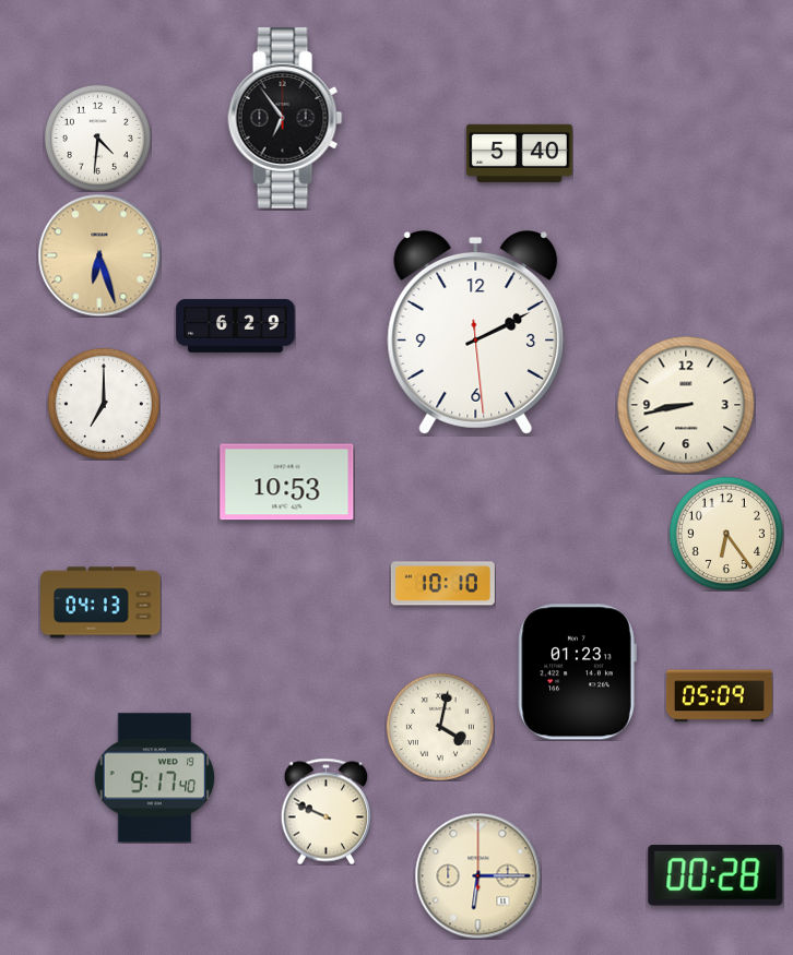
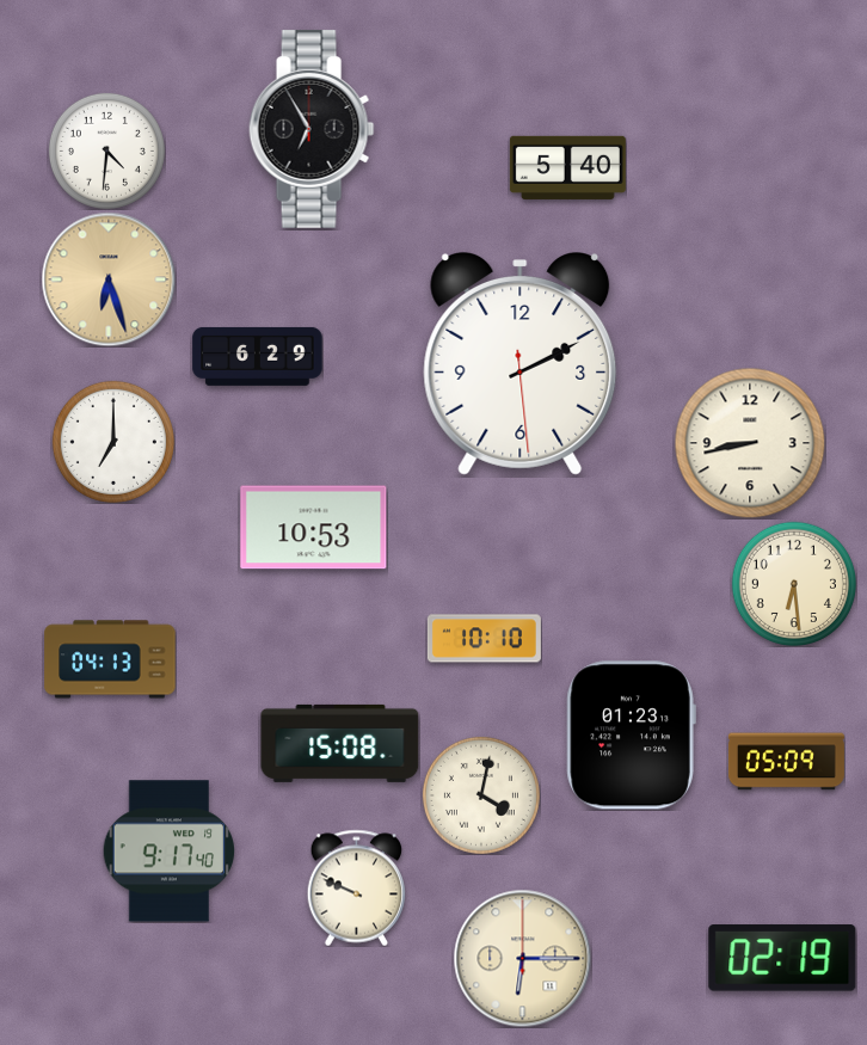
clock at (285, 118): 6:54 -> 6:55
clock at (726, 534): 6:24 -> 6:29
clock at (340, 743): none -> 15:08
clock at (715, 875): 00:28 -> 02:19
